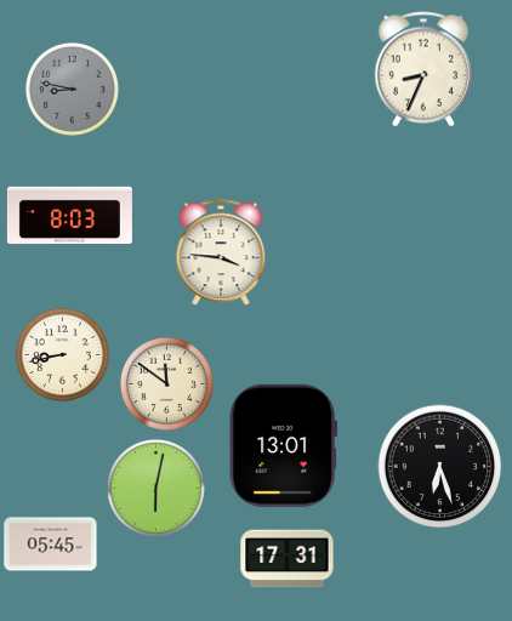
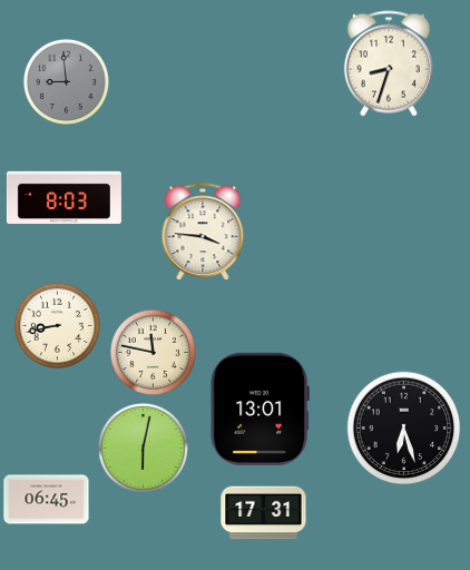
clock at (423, 69): 8:34 -> 8:33
clock at (72, 89): 8:47 -> 8:59
clock at (166, 383): 11:51 -> 11:47
clock at (51, 545): 05:45 -> 06:45
